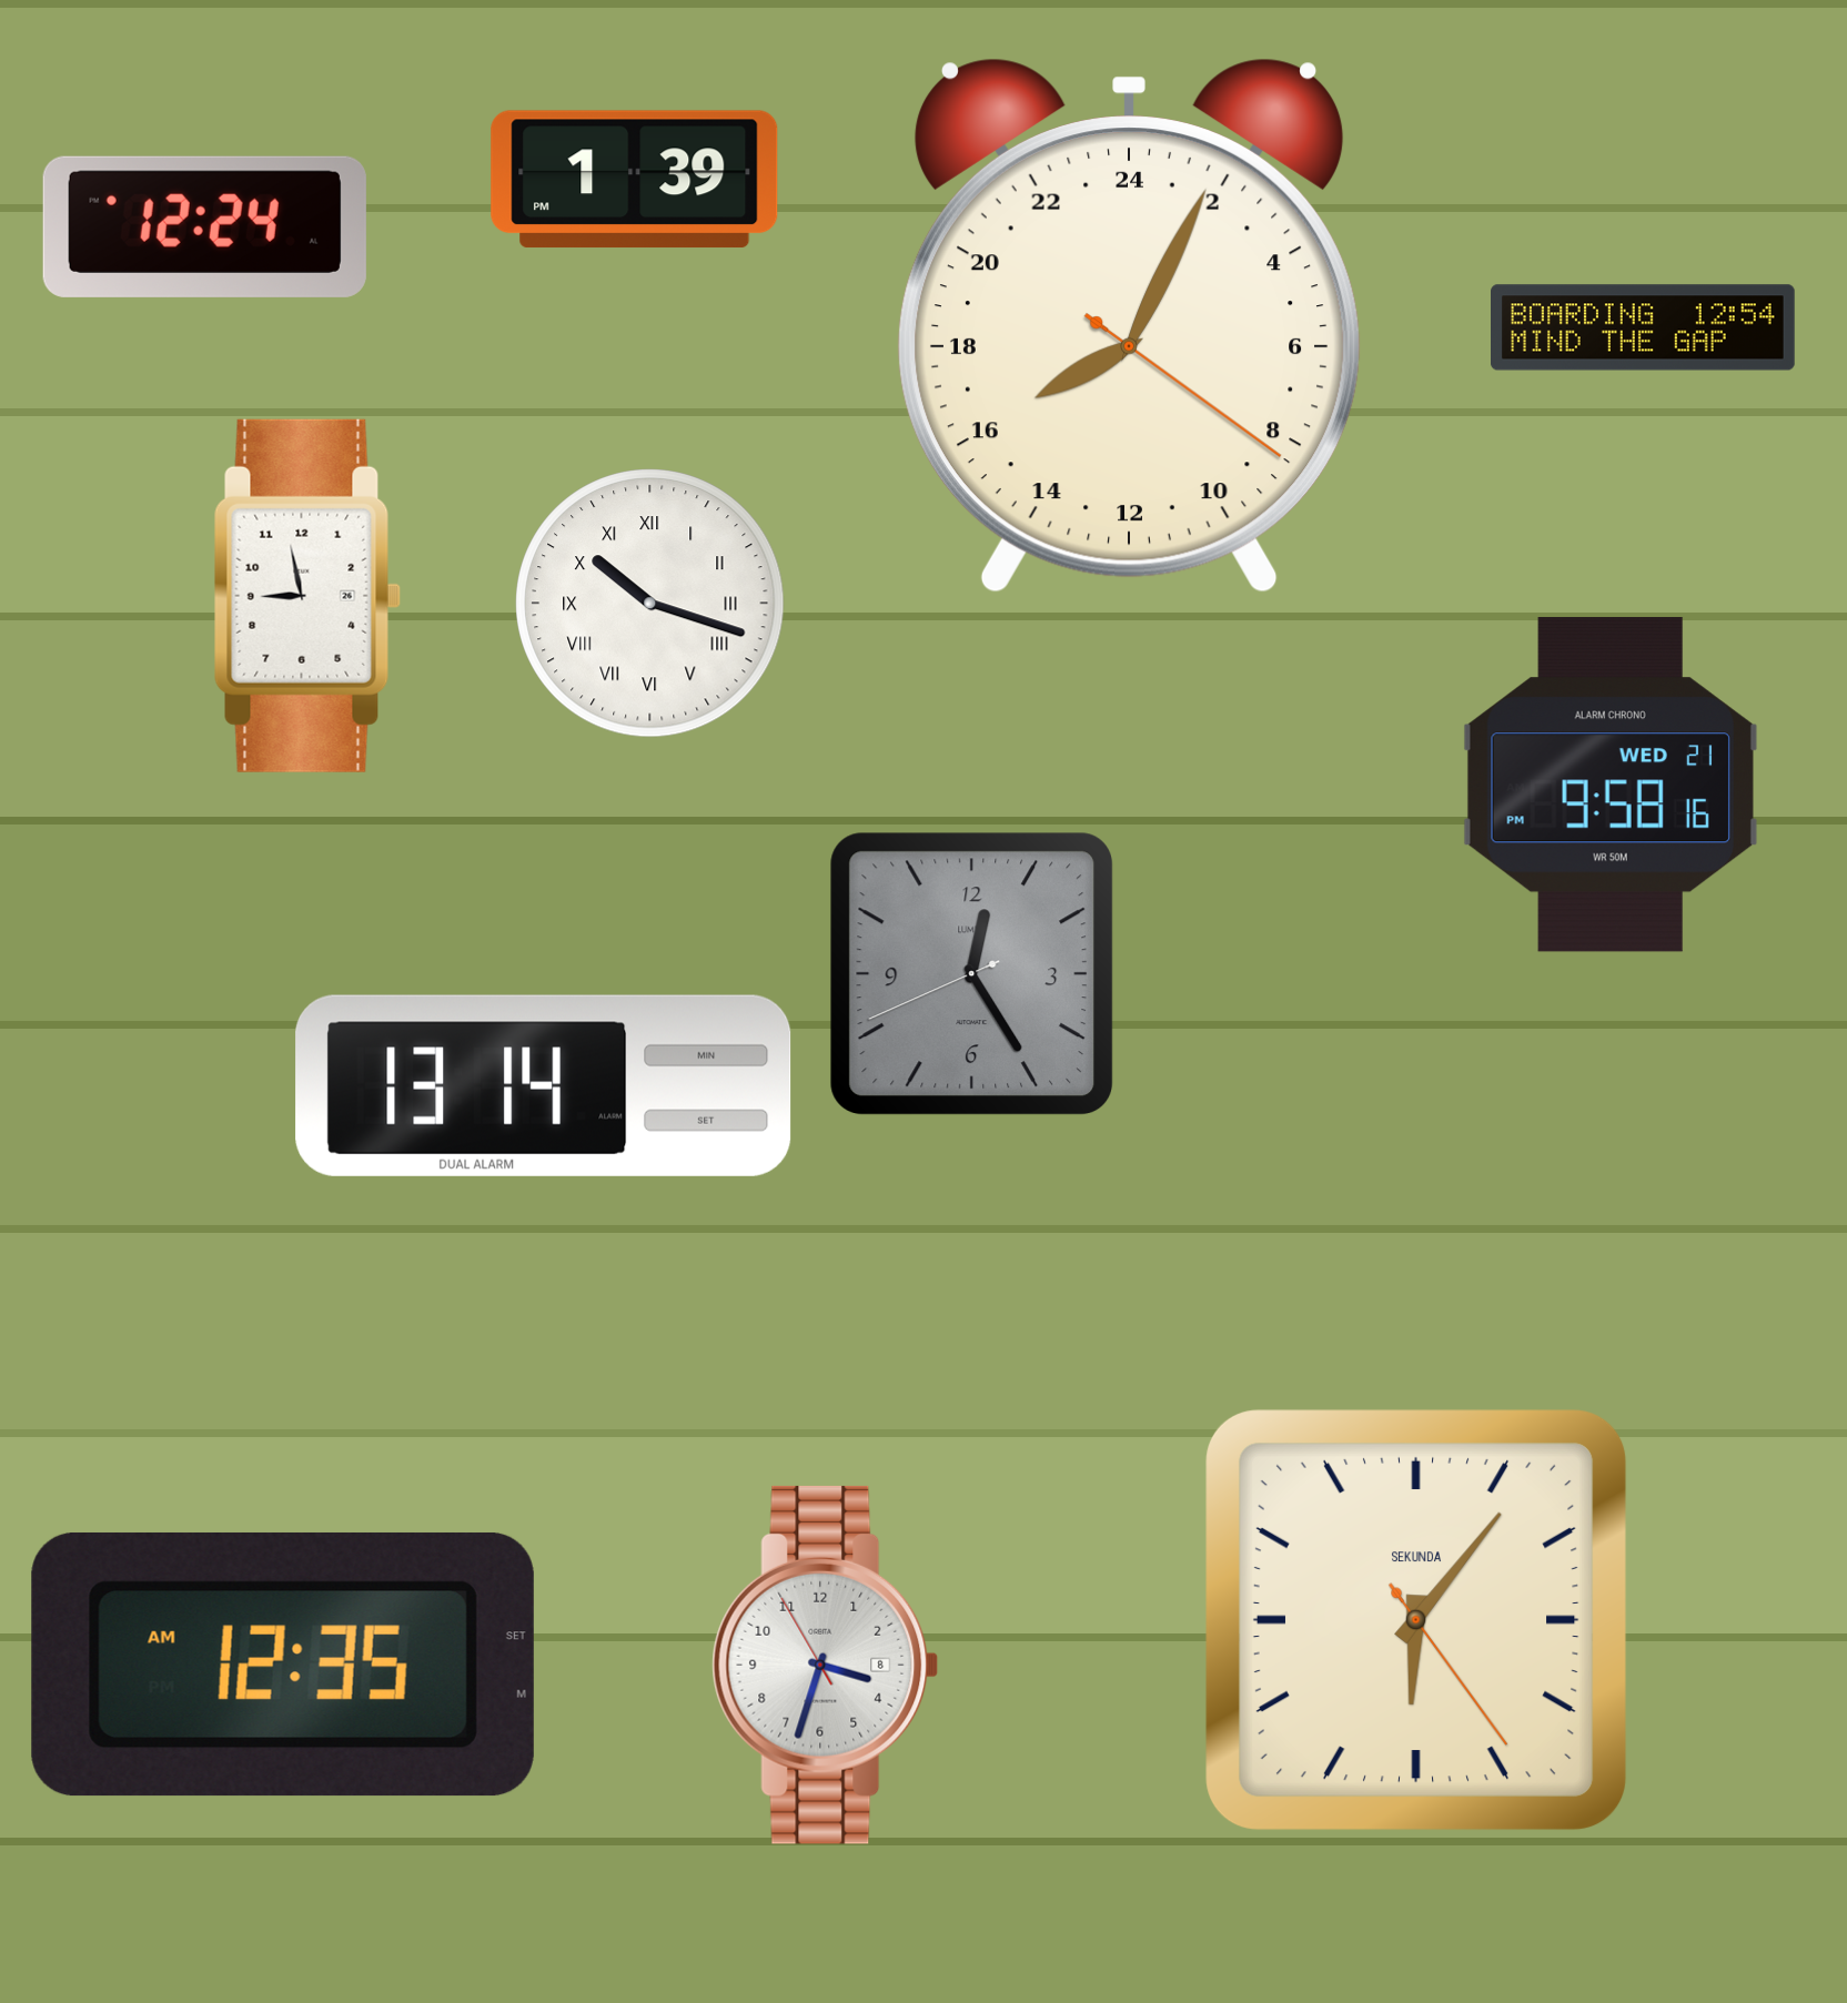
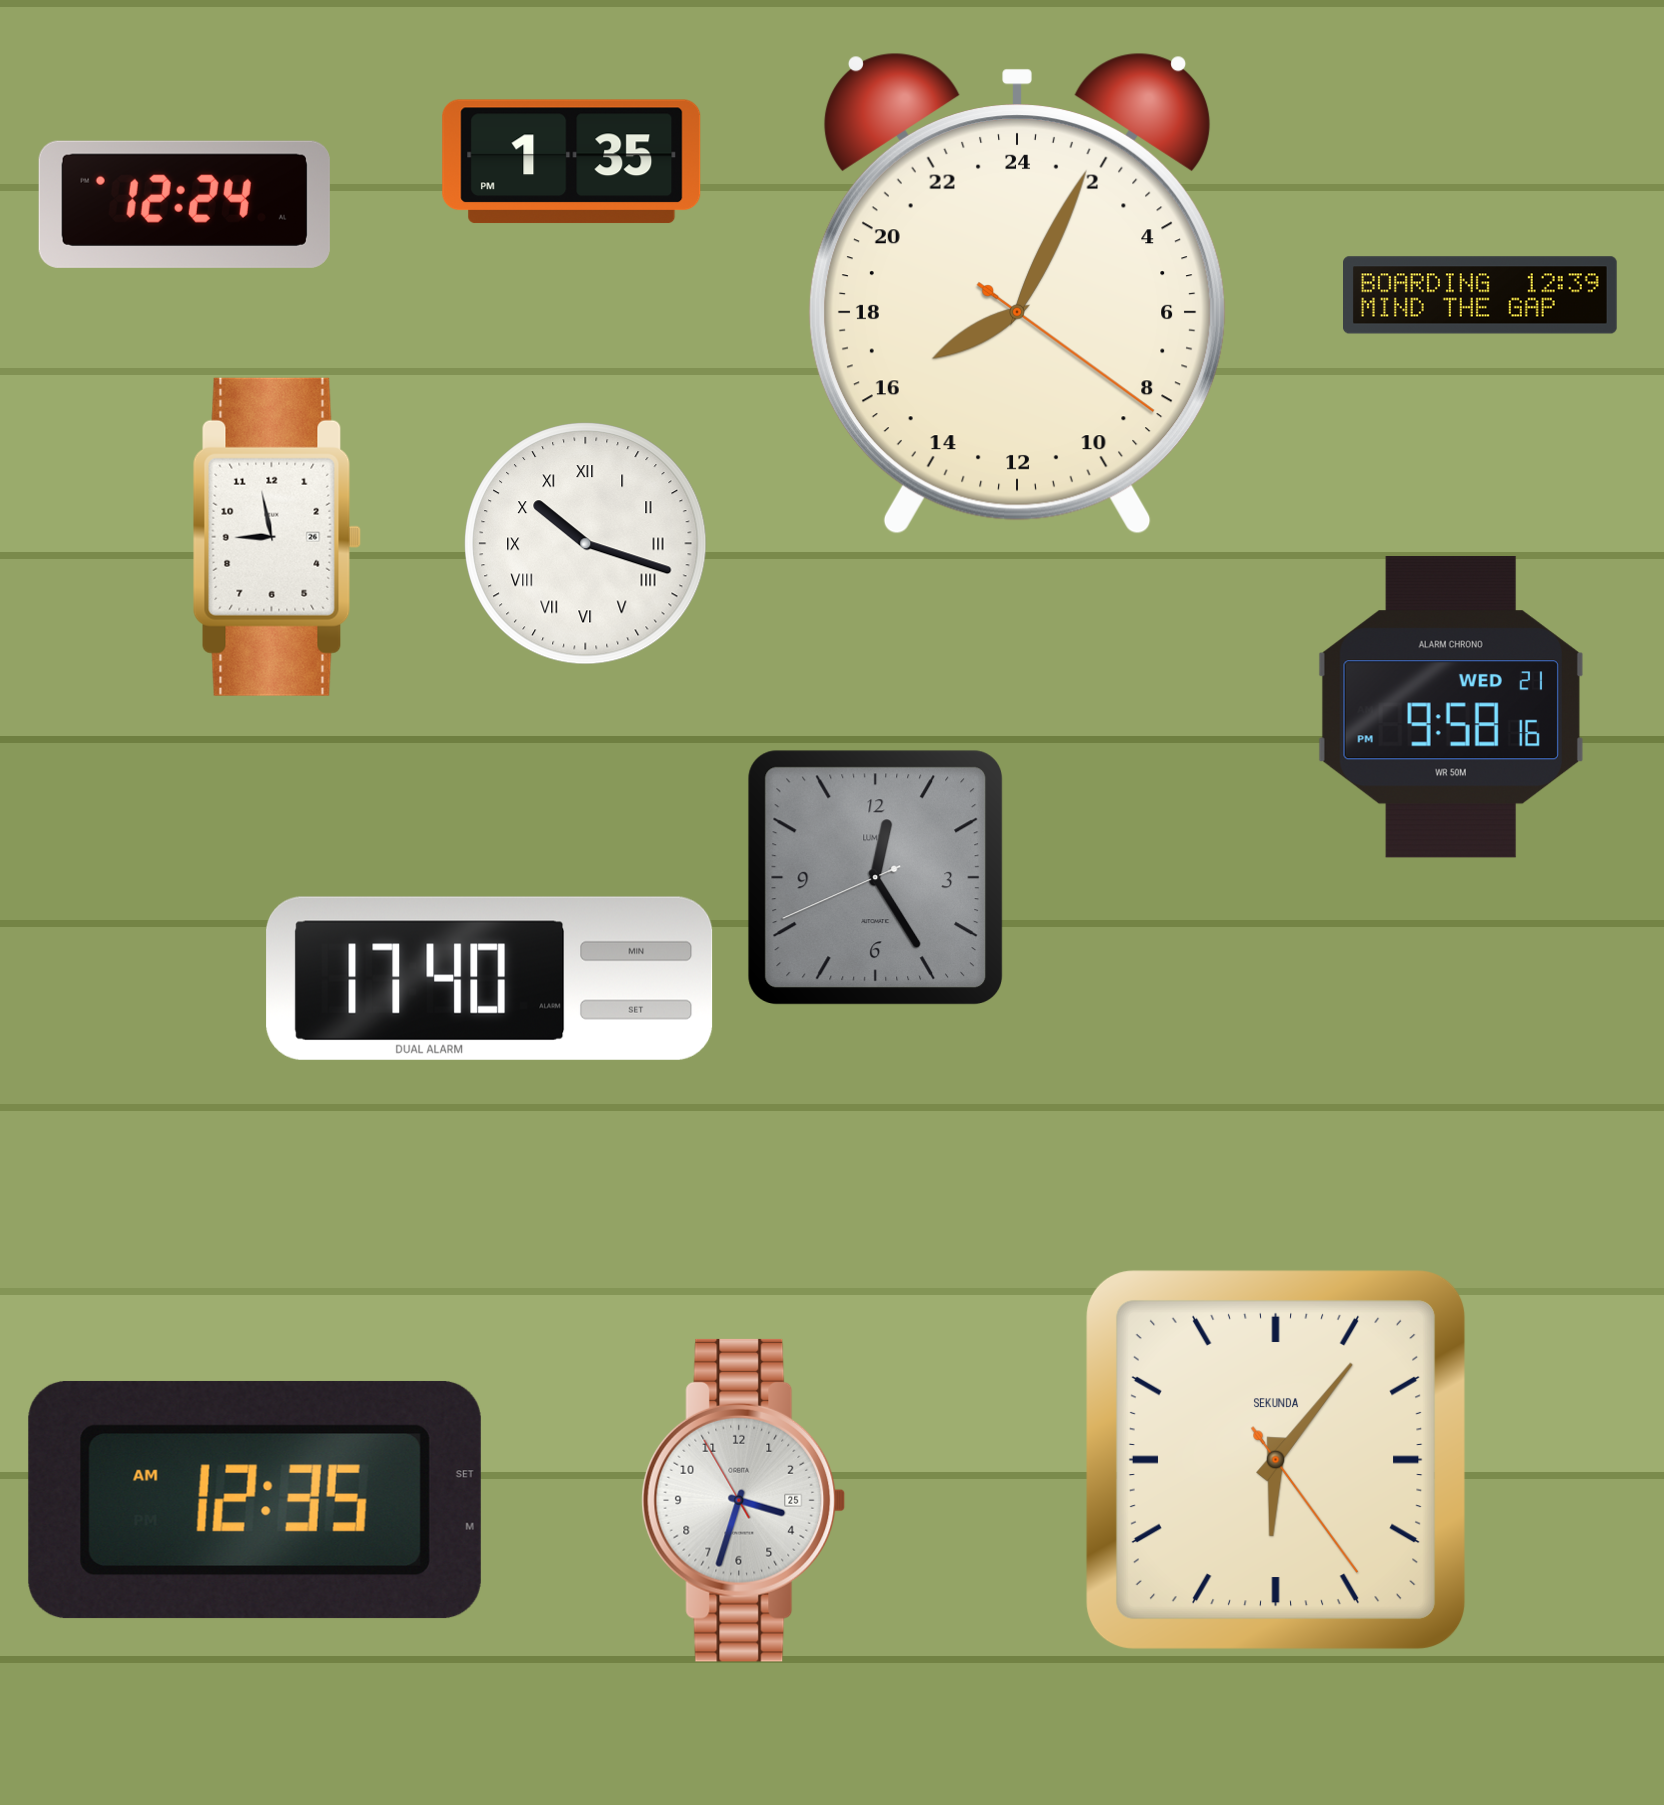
clock at (635, 180): 1:39 -> 1:35
clock at (1644, 327): 12:54 -> 12:39
clock at (544, 1085): 13:14 -> 17:40
clock at (826, 1665) date: 8 -> 25
